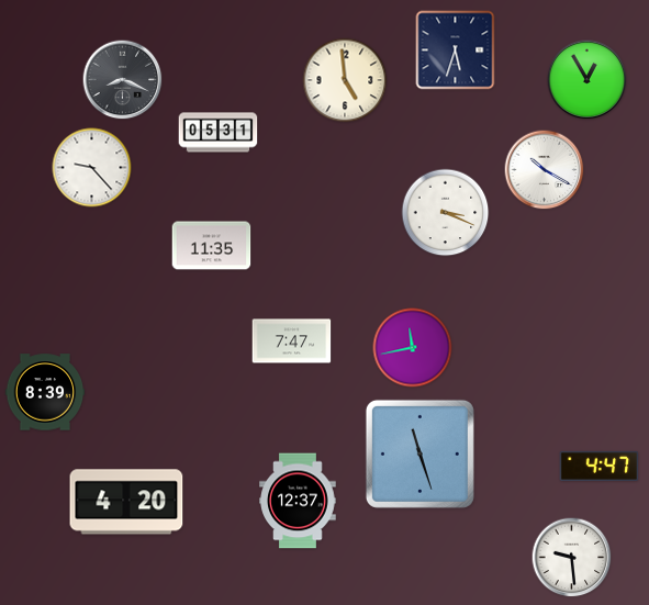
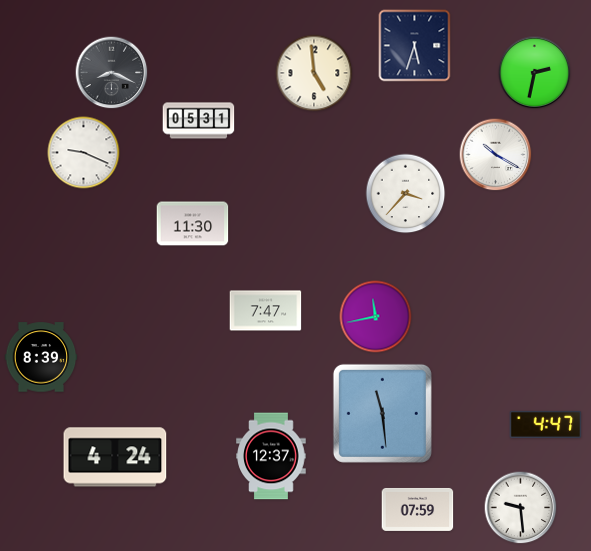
clock at (588, 80): 12:55 -> 2:32
clock at (92, 168): 9:23 -> 9:19
clock at (446, 213): 3:19 -> 3:37
clock at (212, 246): 11:35 -> 11:30
clock at (419, 453): 11:27 -> 11:29
clock at (126, 502): 4:20 -> 4:24
clock at (418, 509): none -> 07:59
